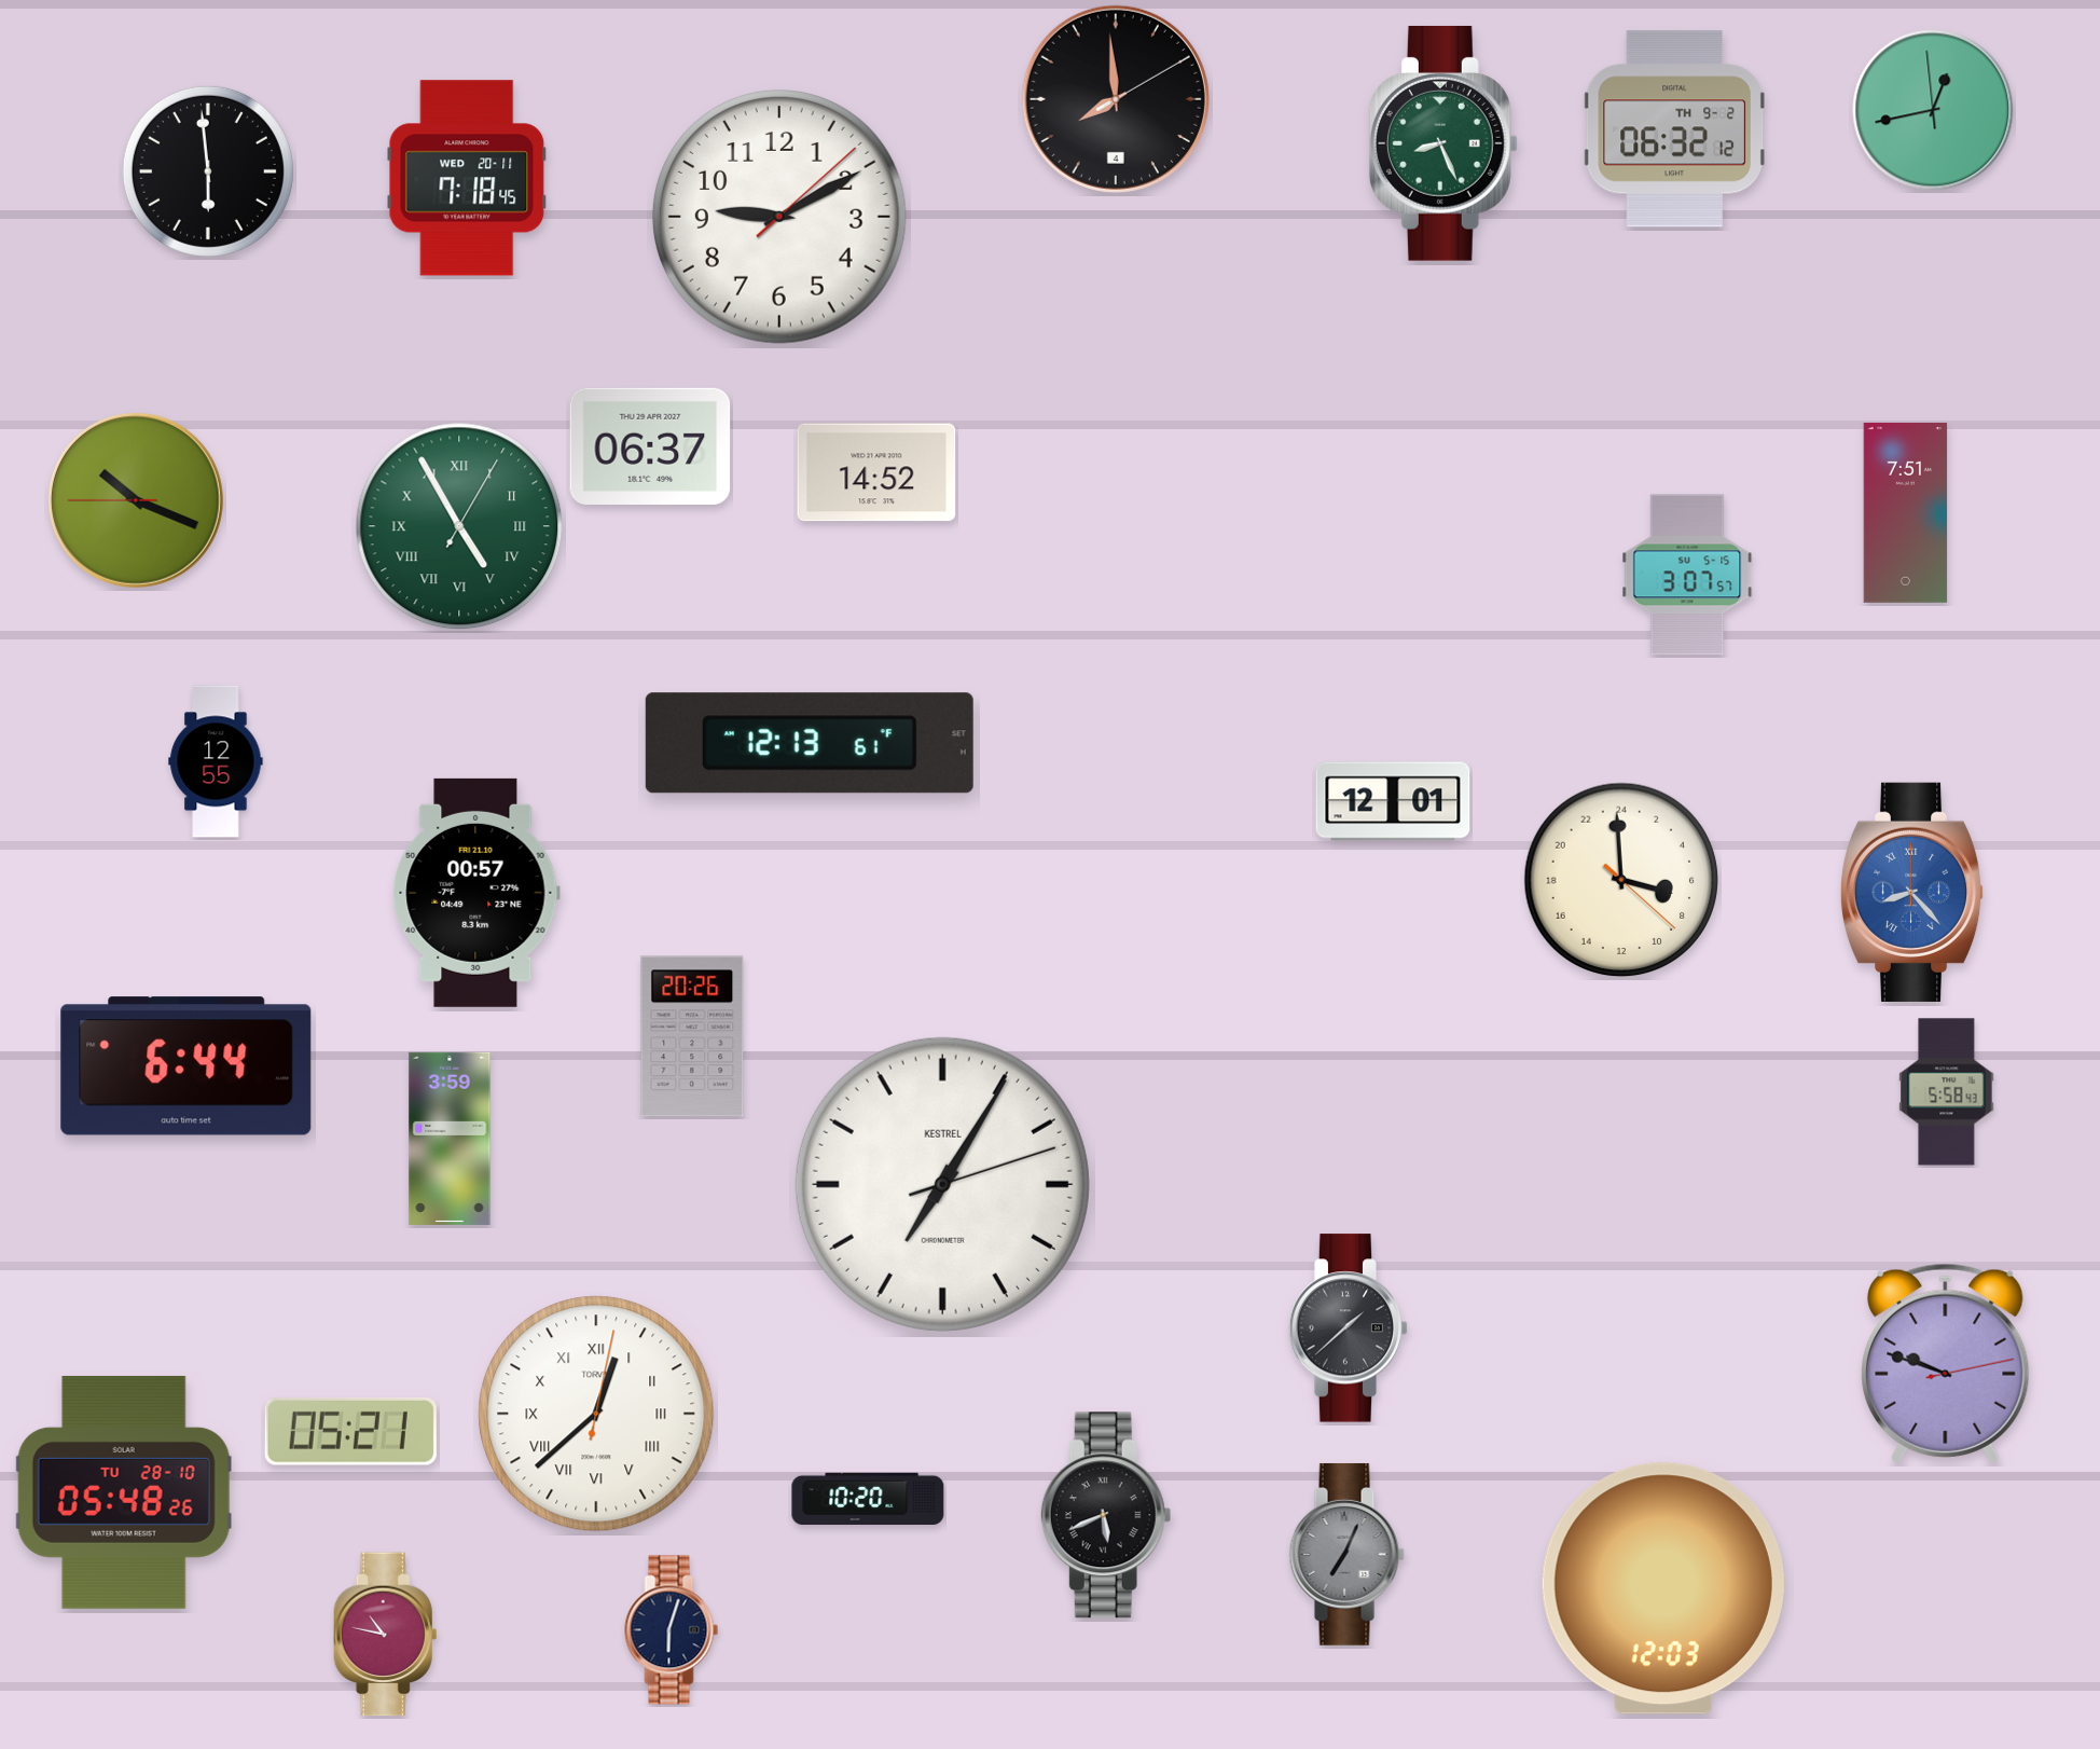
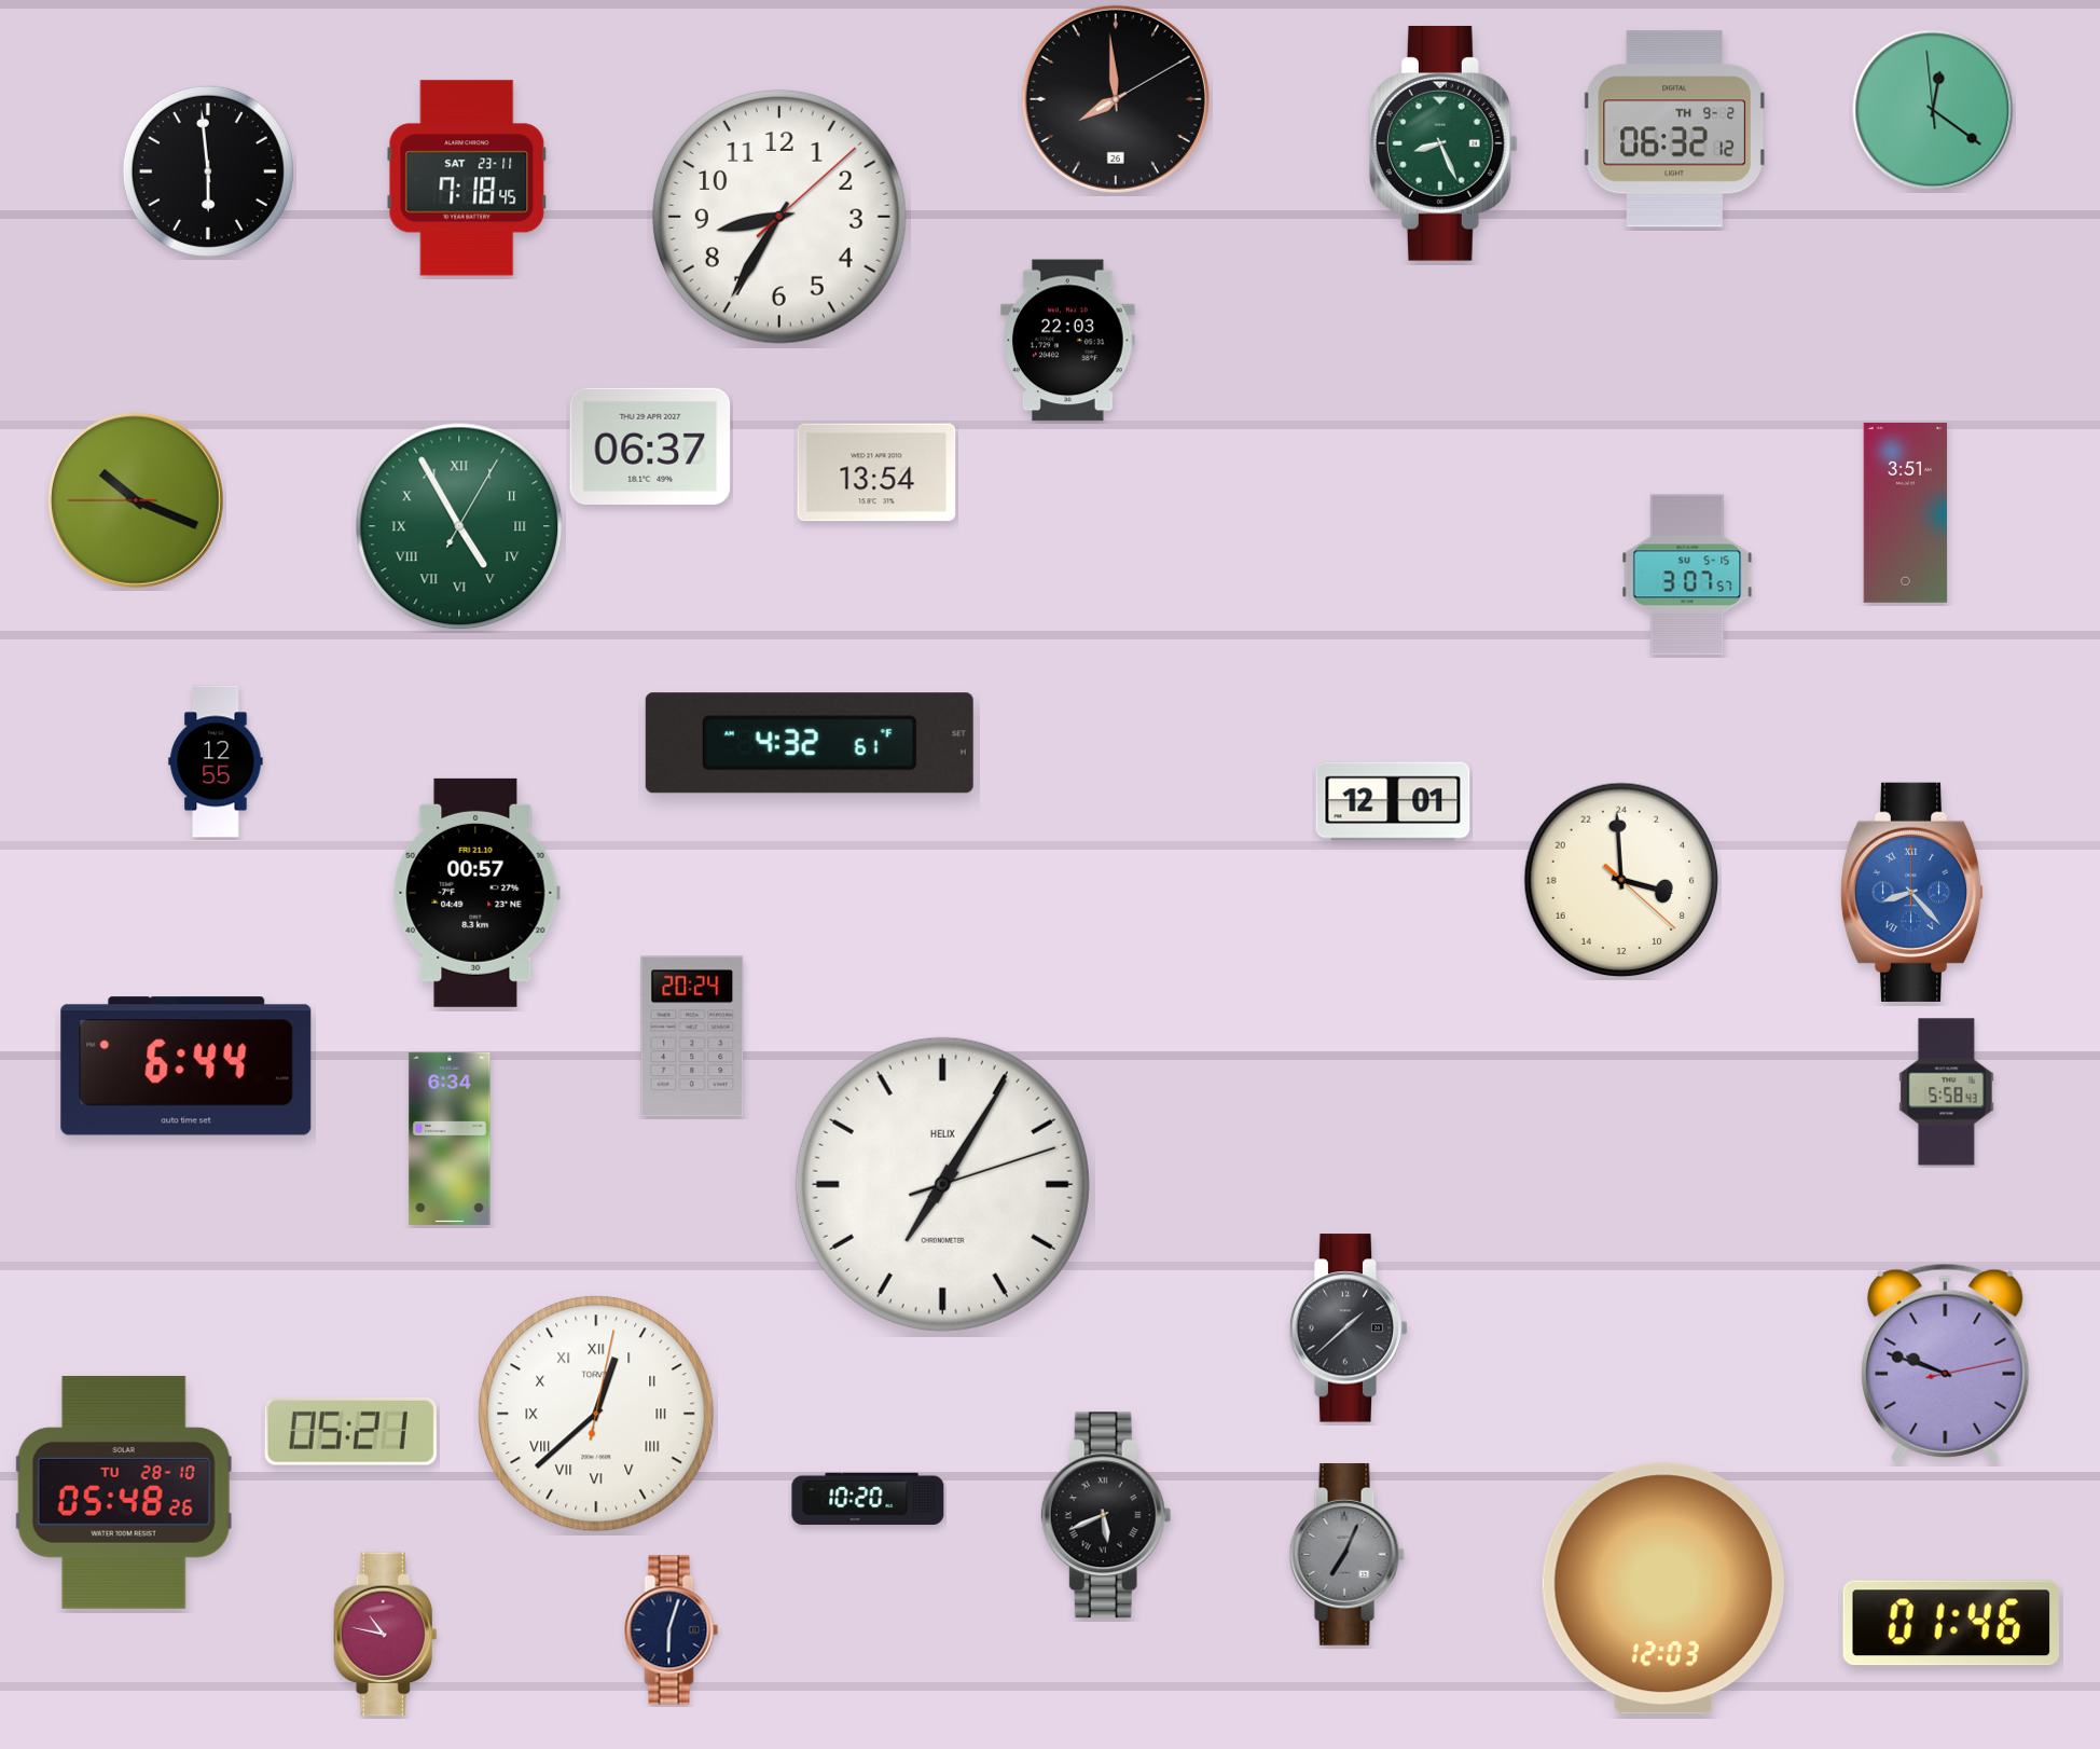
clock at (1116, 99) date: 4 -> 26
clock at (1933, 110): 12:42 -> 12:20
clock at (467, 178) date: WED 20-11 -> SAT 23-11
clock at (780, 218): 9:10 -> 8:35
clock at (1068, 341): none -> 22:03
clock at (876, 472): 14:52 -> 13:54
clock at (1906, 512): 7:51 -> 3:51
clock at (810, 743): 12:13 -> 4:32
clock at (692, 1036): 20:26 -> 20:24
clock at (450, 1139): 3:59 -> 6:34
clock at (942, 1184) brand: KESTREL -> HELIX
clock at (1951, 1623): none -> 01:46
